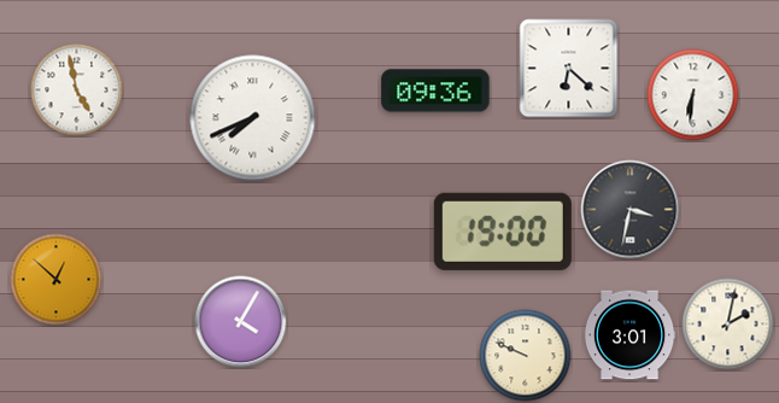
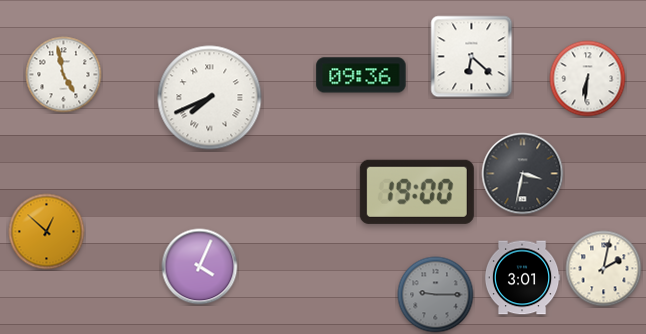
clock at (693, 95) position: (693, 95) -> (588, 79)
clock at (241, 322): 4:05 -> 4:04
clock at (526, 356): 9:49 -> 9:15
clock at (526, 356) dial: cream -> grey
